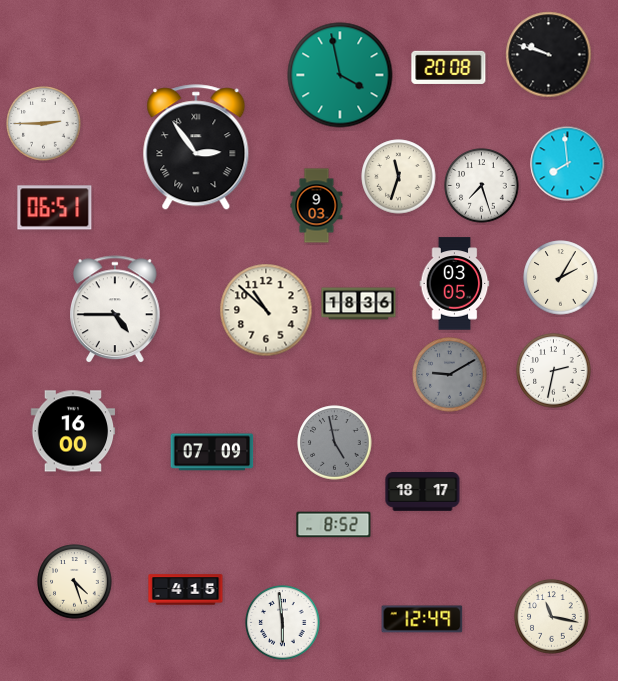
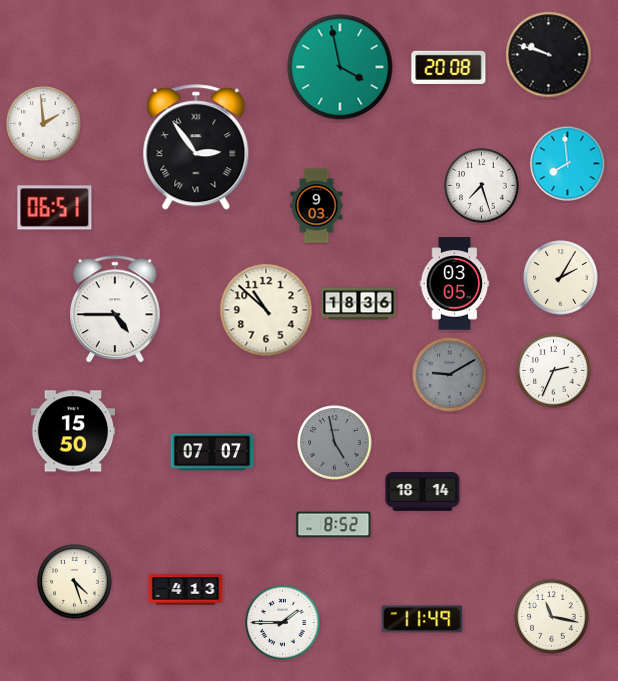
clock at (340, 75) position: (340, 75) -> (340, 67)
clock at (44, 124): 2:45 -> 1:59
clock at (399, 177): 11:33 -> none
clock at (554, 371): 2:32 -> 2:34
clock at (73, 431): 16:00 -> 15:50
clock at (212, 452): 07:09 -> 07:07
clock at (423, 492): 18:17 -> 18:14
clock at (186, 590): 4:15 -> 4:13
clock at (422, 619): 12:49 -> 11:49
clock at (283, 623): 5:59 -> 1:45
